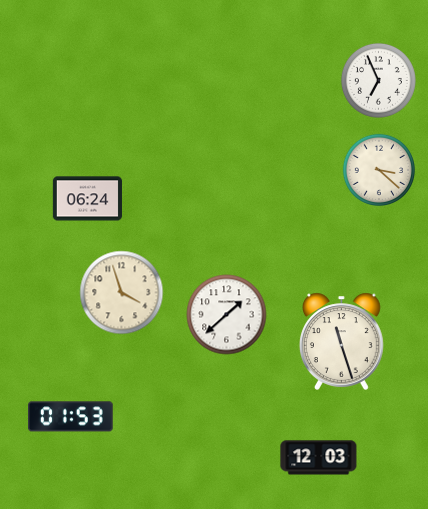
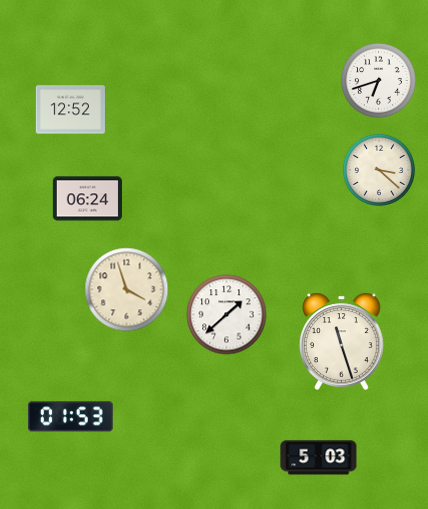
clock at (378, 80): 6:56 -> 6:42
clock at (70, 110): none -> 12:52
clock at (122, 293) position: (122, 293) -> (127, 290)
clock at (319, 458): 12:03 -> 5:03
